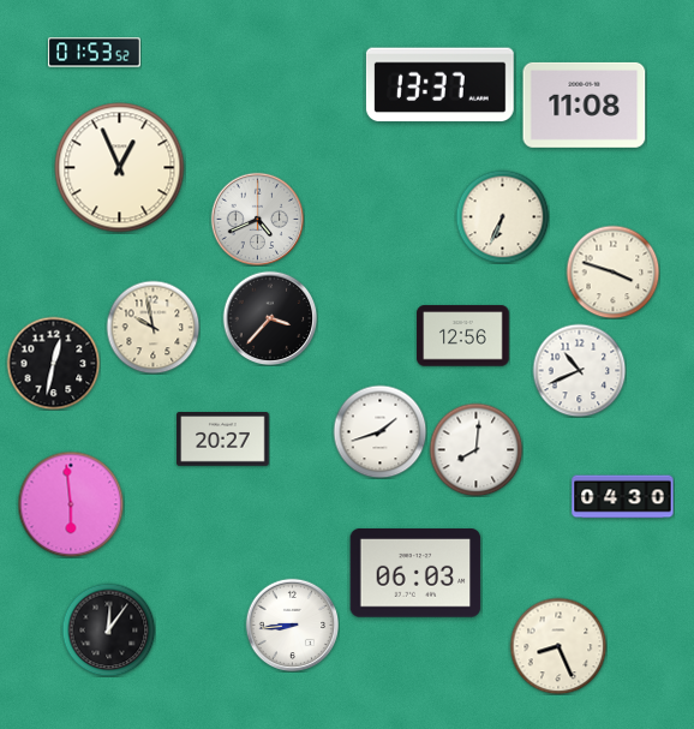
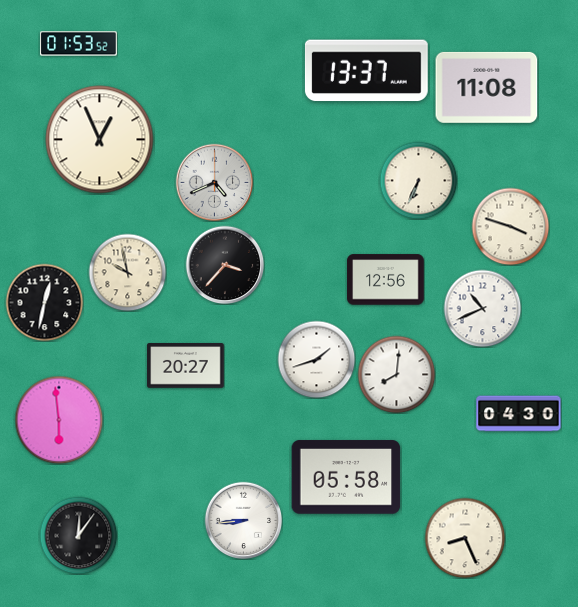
clock at (415, 573): 06:03 -> 05:58
clock at (108, 629) position: (108, 629) -> (78, 535)
